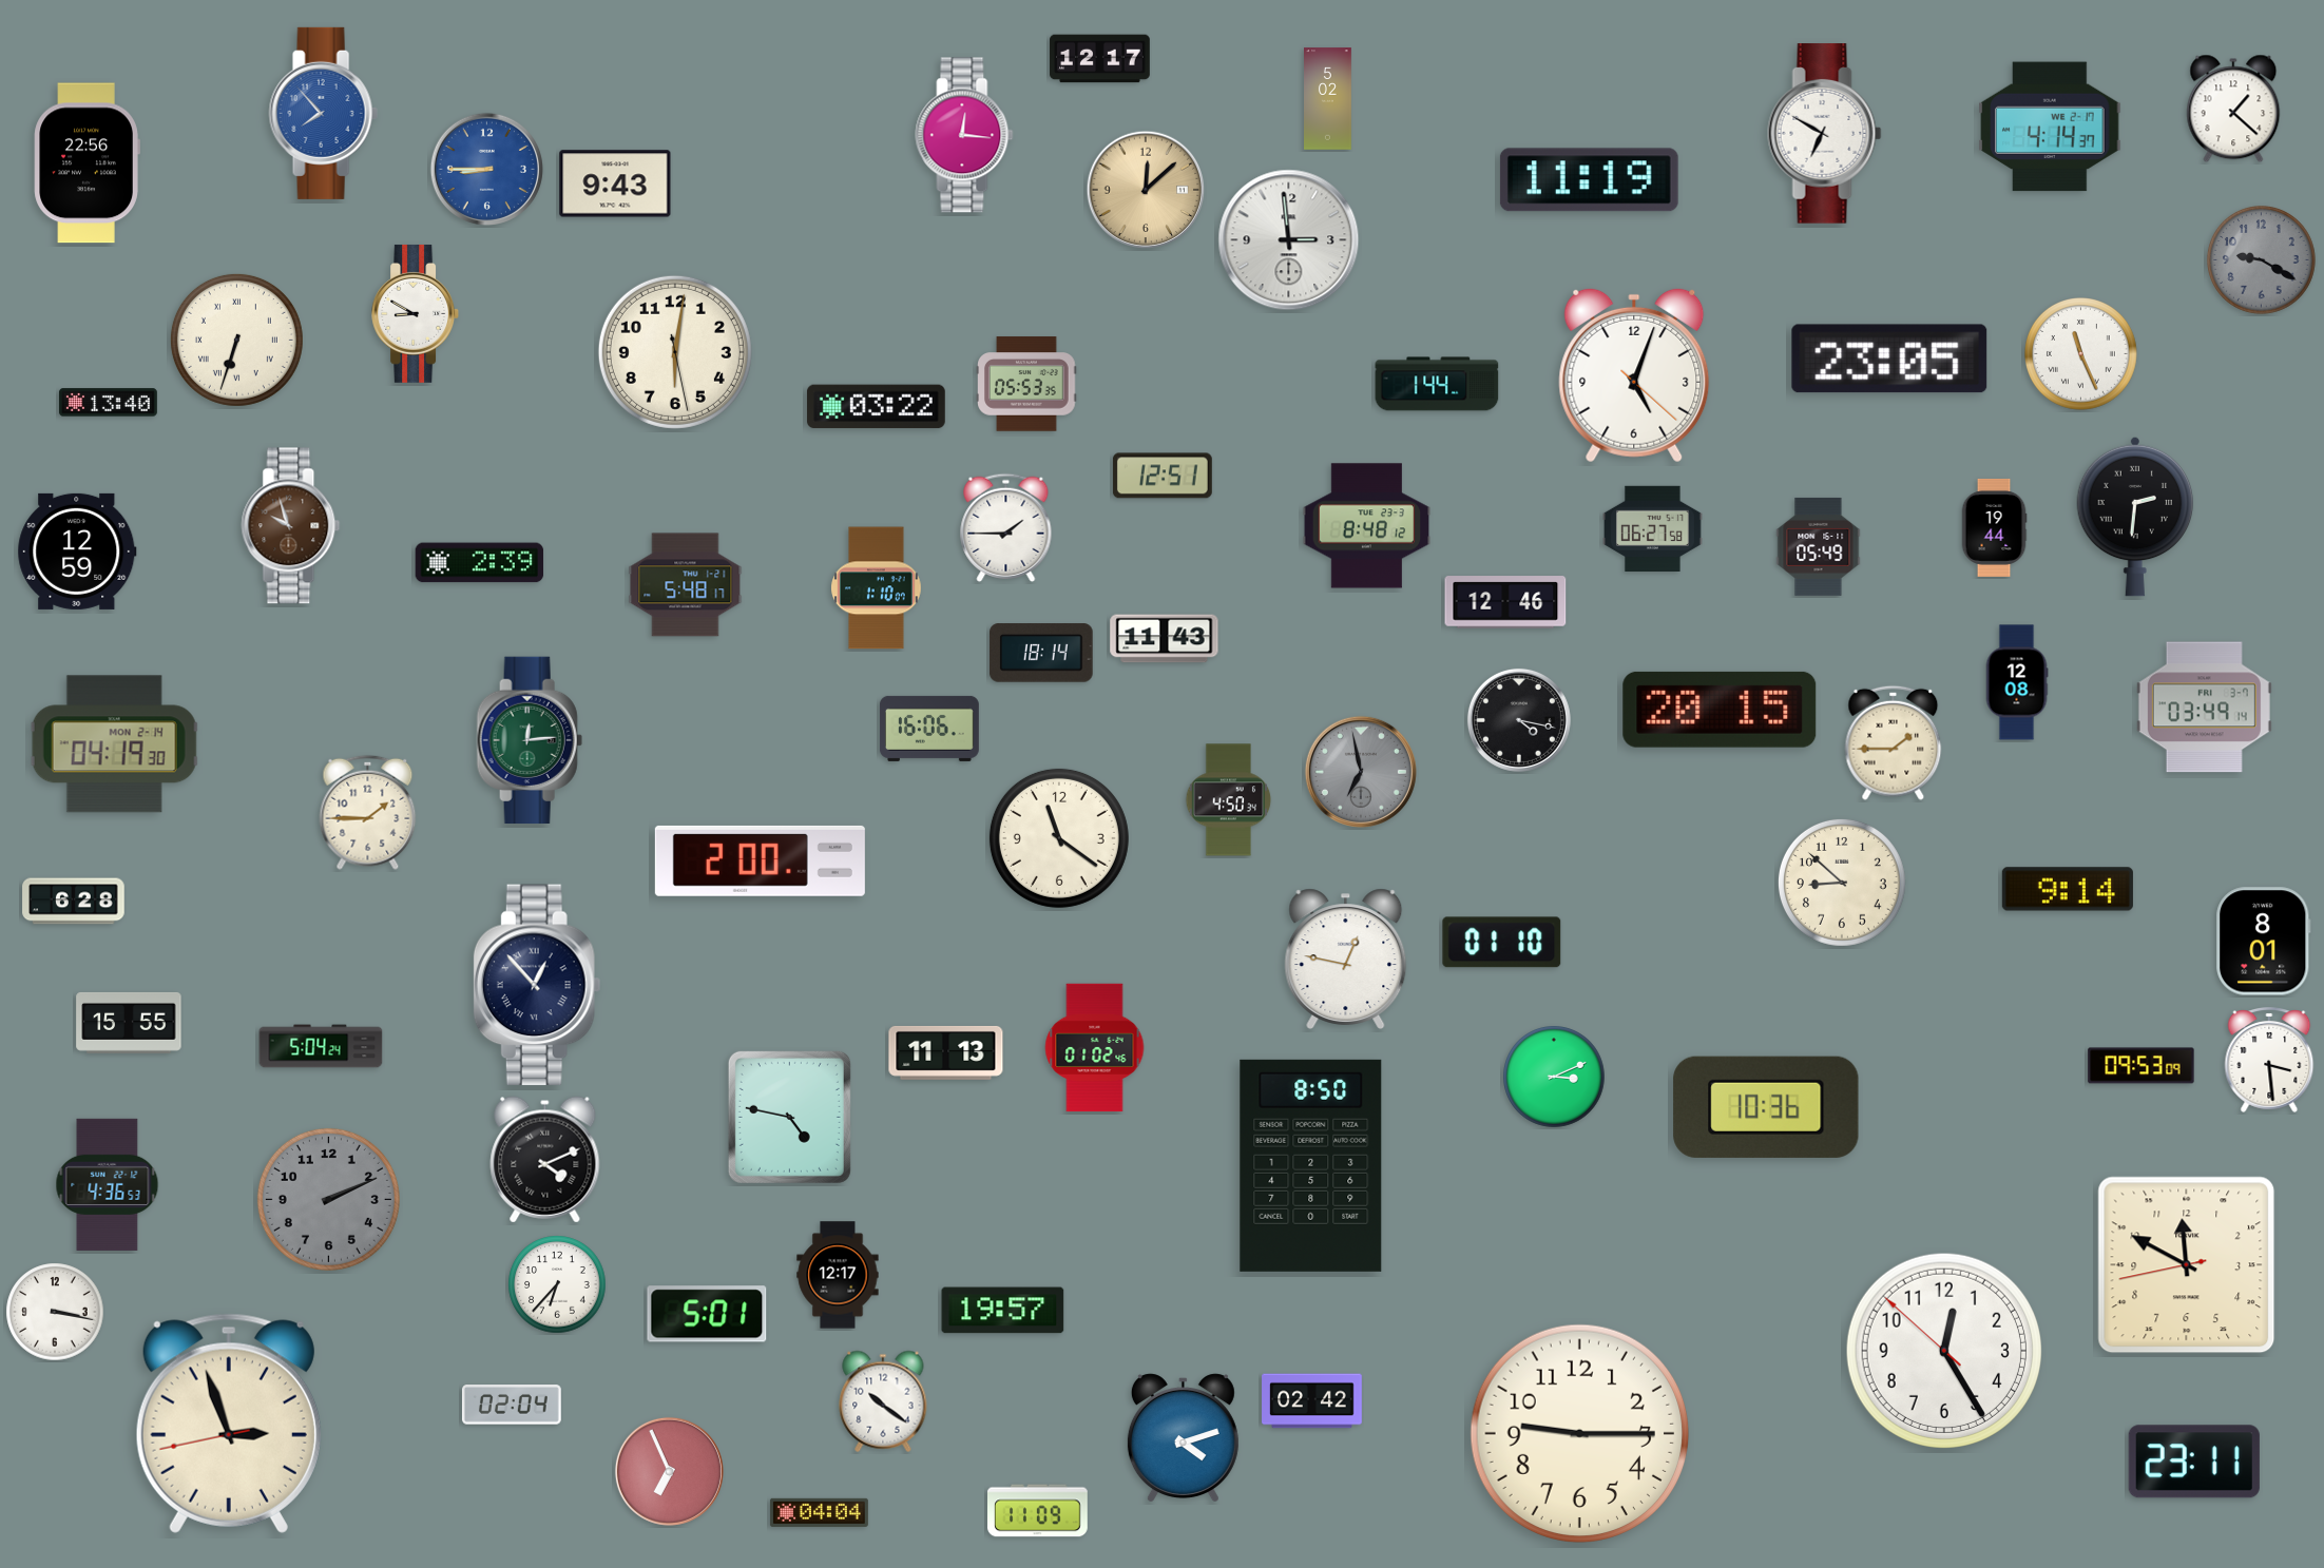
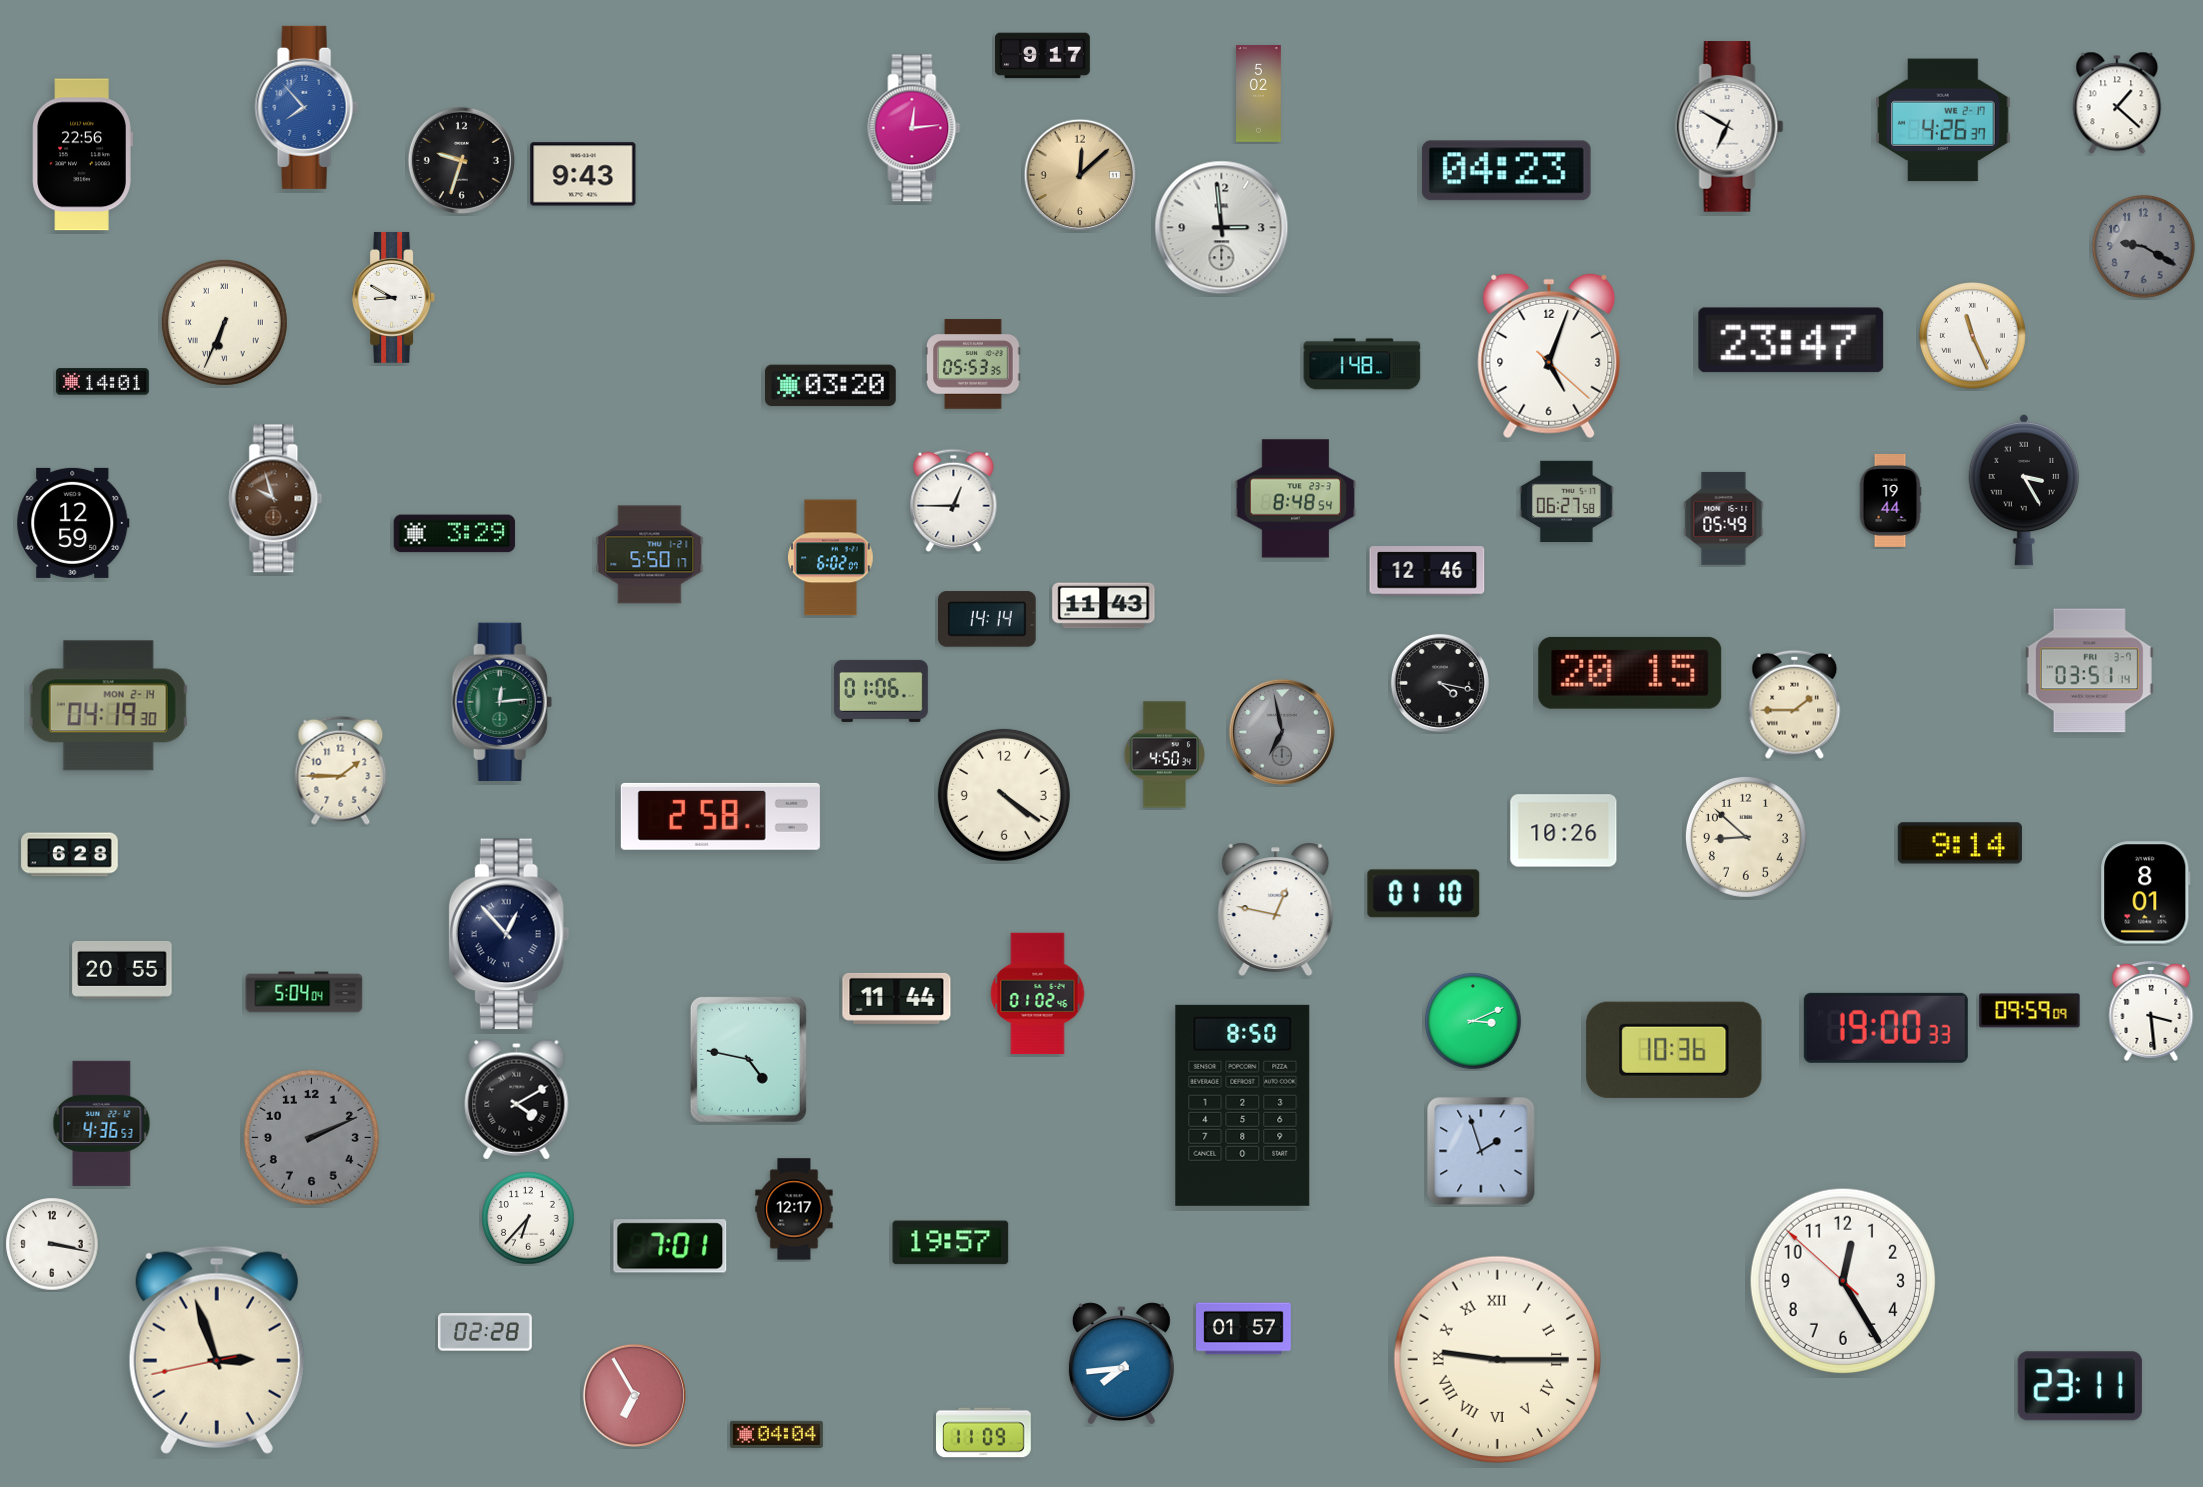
clock at (1100, 59): 12:17 -> 9:17
clock at (2050, 127): 4:14 -> 4:26
clock at (964, 135): 12:16 -> 12:14
clock at (486, 169): 8:45 -> 9:33
clock at (486, 169) dial: blue -> black
clock at (1589, 180): 11:19 -> 04:23
clock at (1146, 190) position: (1146, 190) -> (1080, 175)
clock at (236, 340): 6:33 -> 6:34
clock at (675, 352): 6:01 -> none
clock at (1889, 359): 23:05 -> 23:47
clock at (1437, 384): 1:44 -> 1:48
clock at (108, 403): 13:40 -> 14:01
clock at (876, 407): 03:22 -> 03:20
clock at (1163, 476): 12:51 -> none
clock at (2135, 517): 2:31 -> 3:25
clock at (1367, 526): 8:48:12 -> 8:48:54
clock at (1006, 527): 1:45 -> 12:45
clock at (480, 563): 2:39 -> 3:29
clock at (686, 585): 5:48 -> 5:50
clock at (877, 588): 1:10 -> 6:02
clock at (1041, 653): 18:14 -> 14:14
clock at (2017, 682): 12:08 -> none
clock at (2204, 708): 03:49 -> 03:51
clock at (929, 729): 16:06 -> 01:06
clock at (1361, 772) position: (1361, 772) -> (1282, 732)
clock at (1229, 800) position: (1229, 800) -> (1165, 755)
clock at (368, 812) position: (368, 812) -> (341, 770)
clock at (1059, 838): 11:21 -> 4:21
clock at (760, 860): 2:00 -> 2:58
clock at (1564, 831): none -> 10:26
clock at (129, 1023): 15:55 -> 20:55
clock at (321, 1046): 5:04:24 -> 5:04:04
clock at (946, 1052): 11:13 -> 11:44
clock at (2269, 1061) position: (2269, 1061) -> (2151, 1012)
clock at (2141, 1066): 09:53 -> 09:59
clock at (1886, 1028): none -> 19:00
clock at (545, 1160): 4:11 -> 4:10
clock at (1481, 1151): none -> 1:57
clock at (2187, 1265): 11:49 -> none
clock at (707, 1314): 5:01 -> 7:01
clock at (883, 1401): 10:21 -> none
clock at (1312, 1401): 02:42 -> 01:57
clock at (512, 1405): 02:04 -> 02:28
clock at (1580, 1434) numerals: Arabic -> Roman
clock at (1183, 1438): 4:12 -> 7:44
clock at (669, 1471): 6:56 -> 6:55
